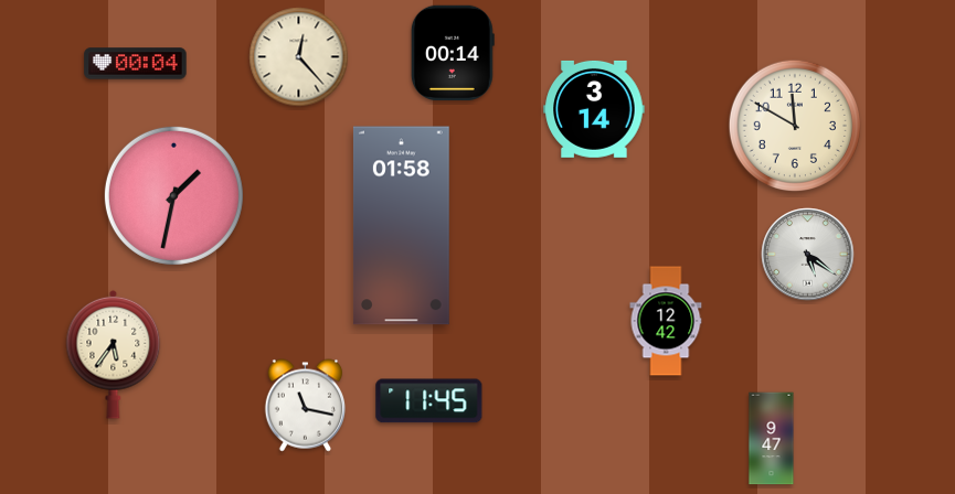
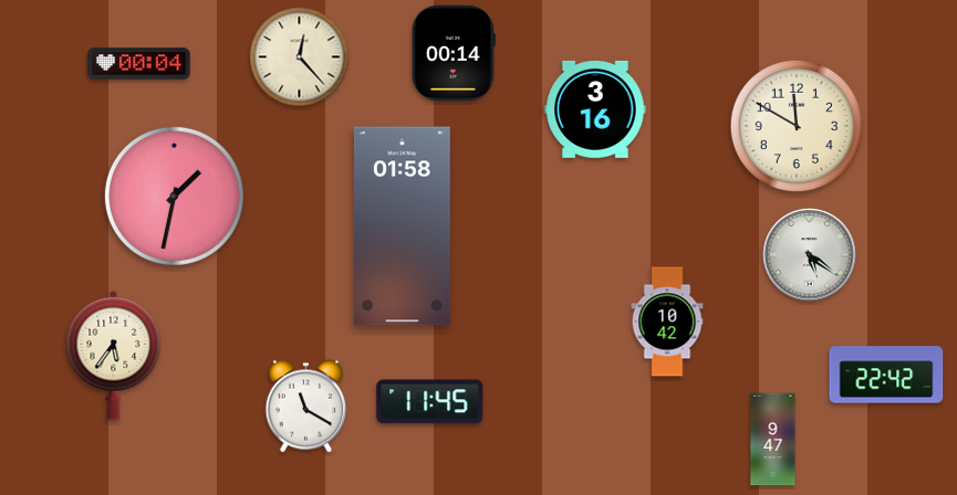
clock at (136, 64) position: (136, 64) -> (139, 64)
clock at (594, 109): 3:14 -> 3:16
clock at (666, 321): 12:42 -> 10:42
clock at (886, 375): none -> 22:42
clock at (305, 406): 11:17 -> 11:20
